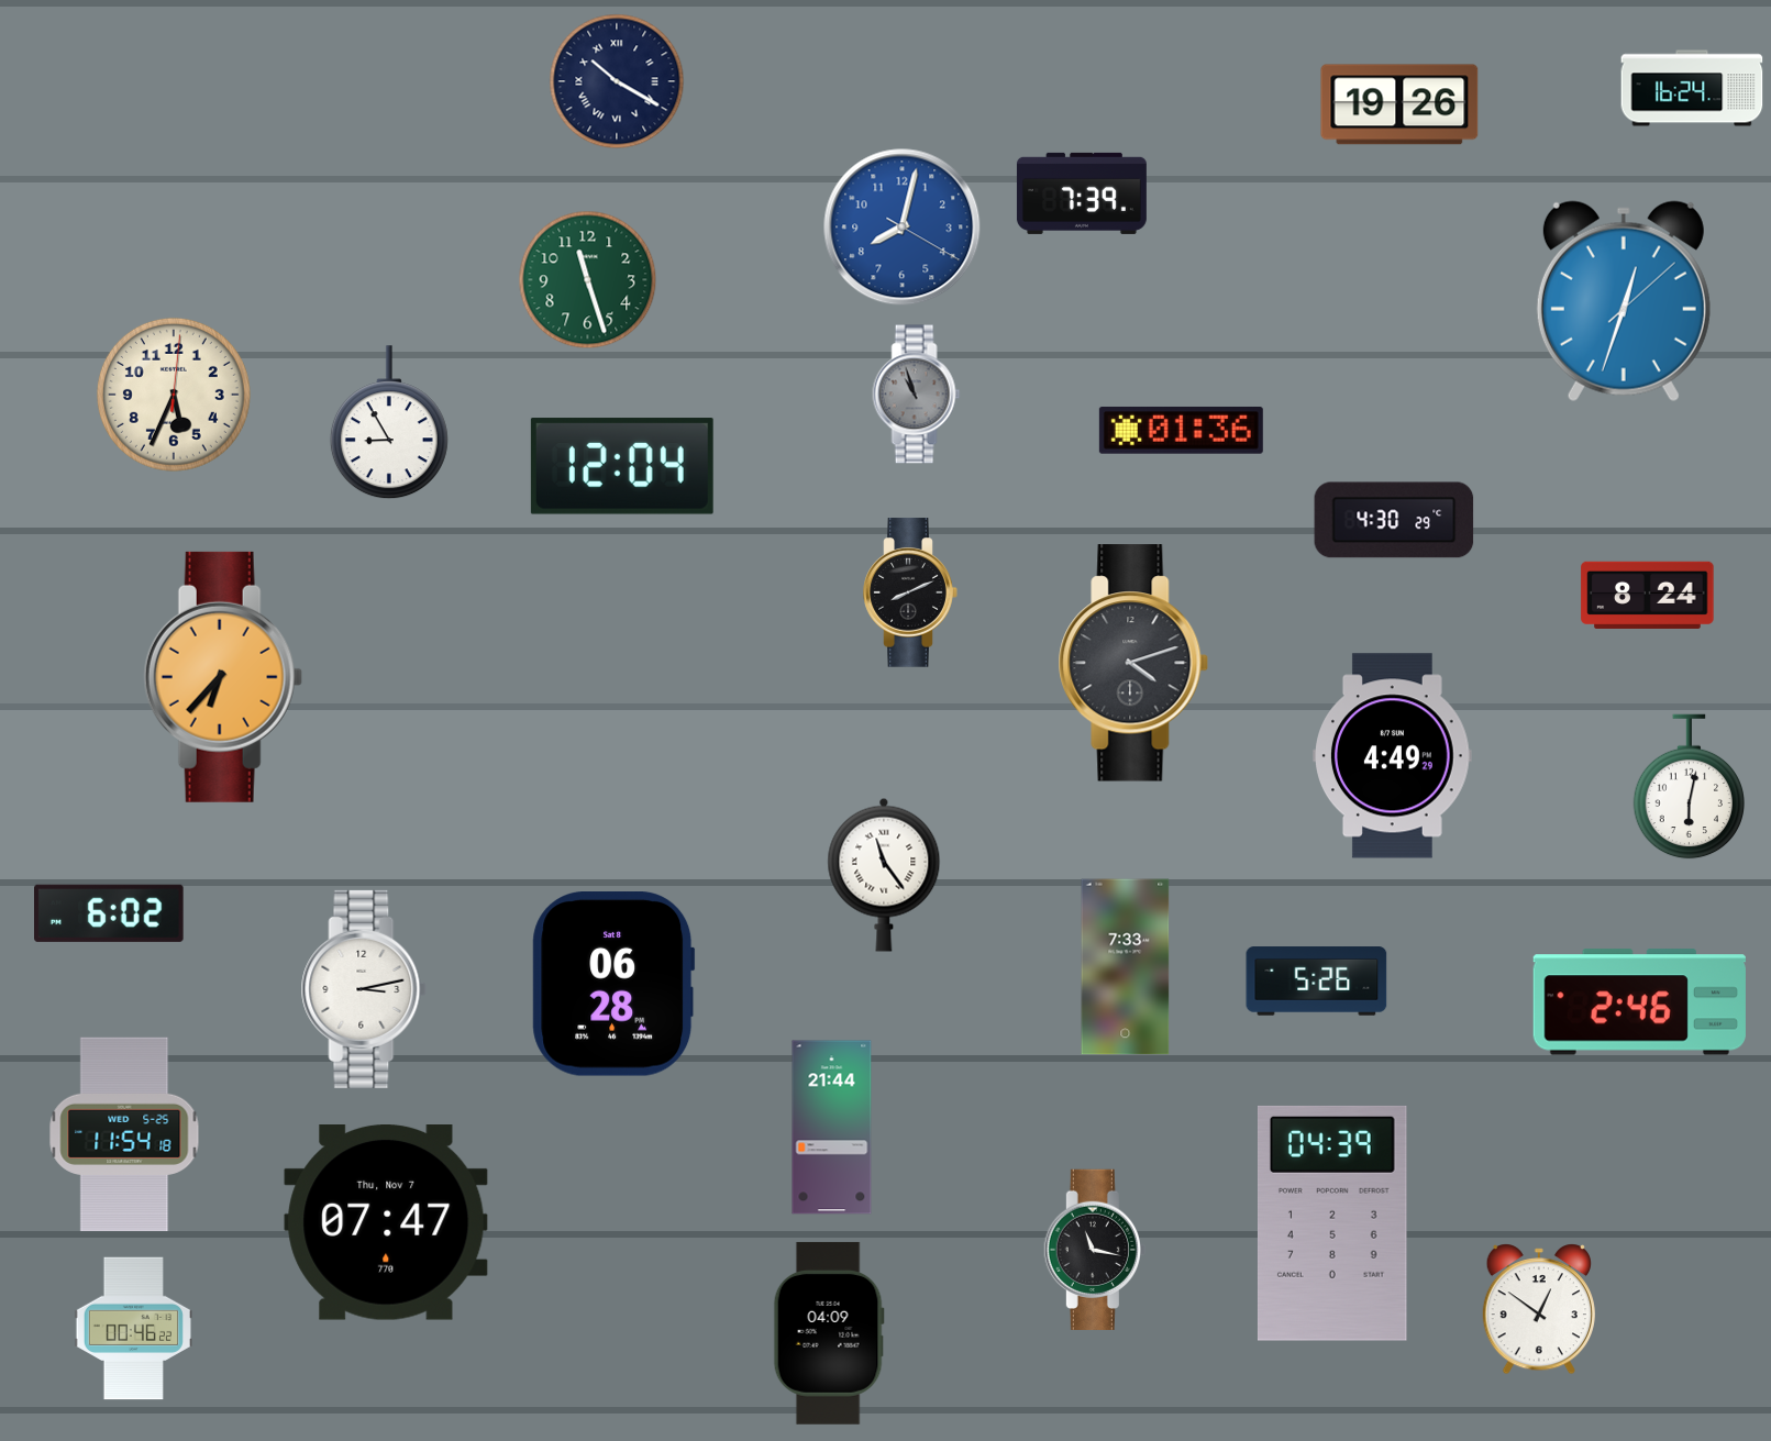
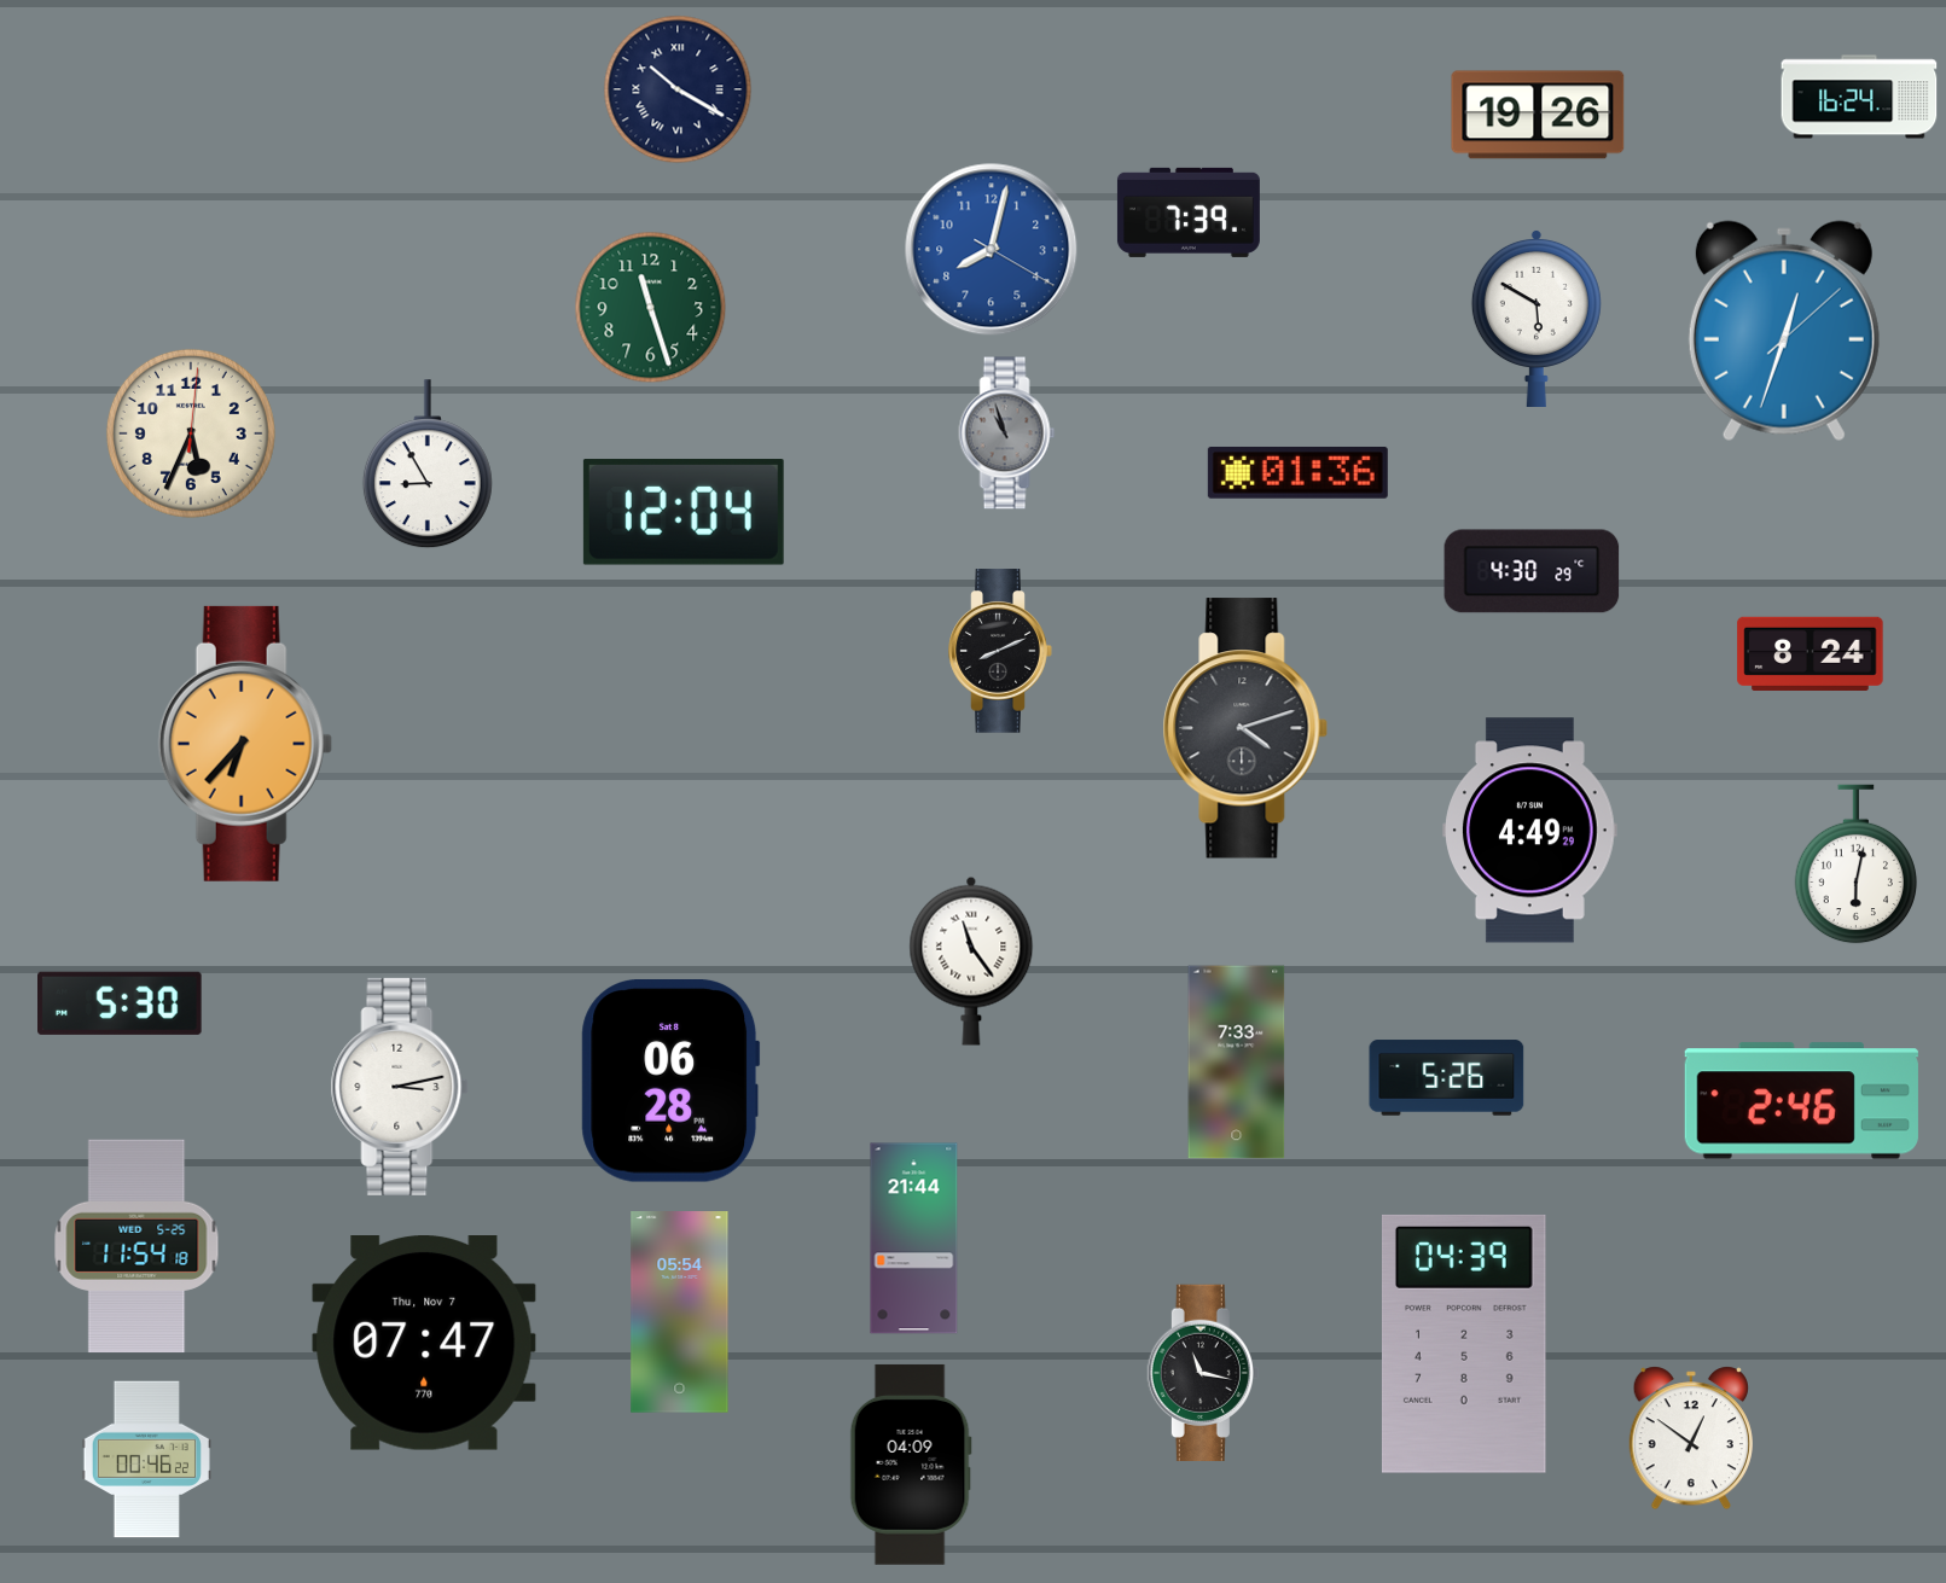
clock at (588, 280) position: (588, 280) -> (651, 308)
clock at (1537, 318): none -> 5:50
clock at (110, 913): 6:02 -> 5:30
clock at (613, 985) position: (613, 985) -> (670, 1082)
clock at (680, 1313): none -> 05:54
